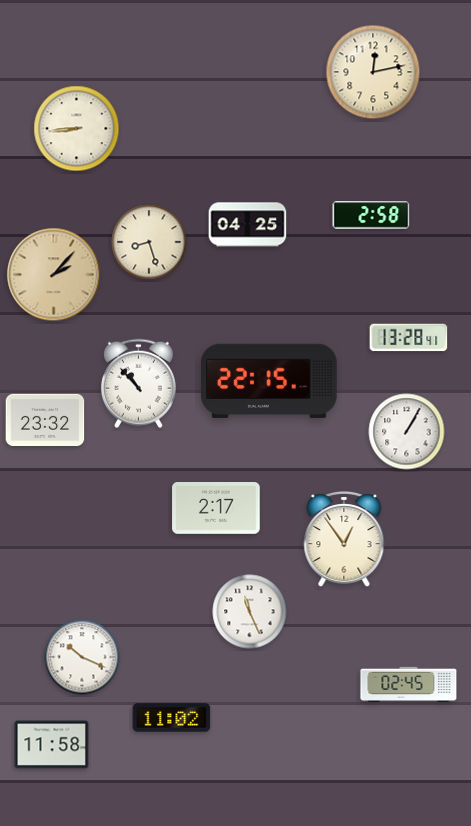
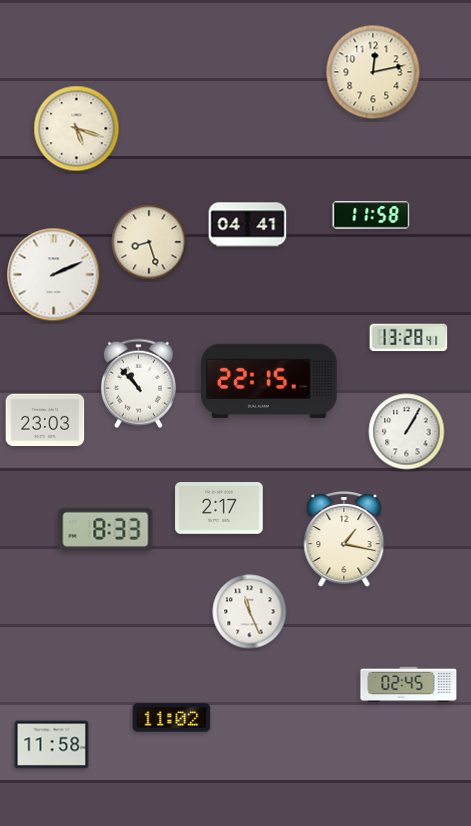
clock at (77, 129): 8:44 -> 5:18
clock at (371, 215): 2:58 -> 11:58
clock at (248, 225): 04:25 -> 04:41
clock at (54, 275): 2:07 -> 2:11
clock at (54, 275) dial: champagne -> white
clock at (45, 419): 23:32 -> 23:03
clock at (216, 509) position: (216, 509) -> (219, 509)
clock at (106, 529): none -> 8:33
clock at (344, 540): 12:54 -> 1:17
clock at (82, 657): 10:19 -> none
